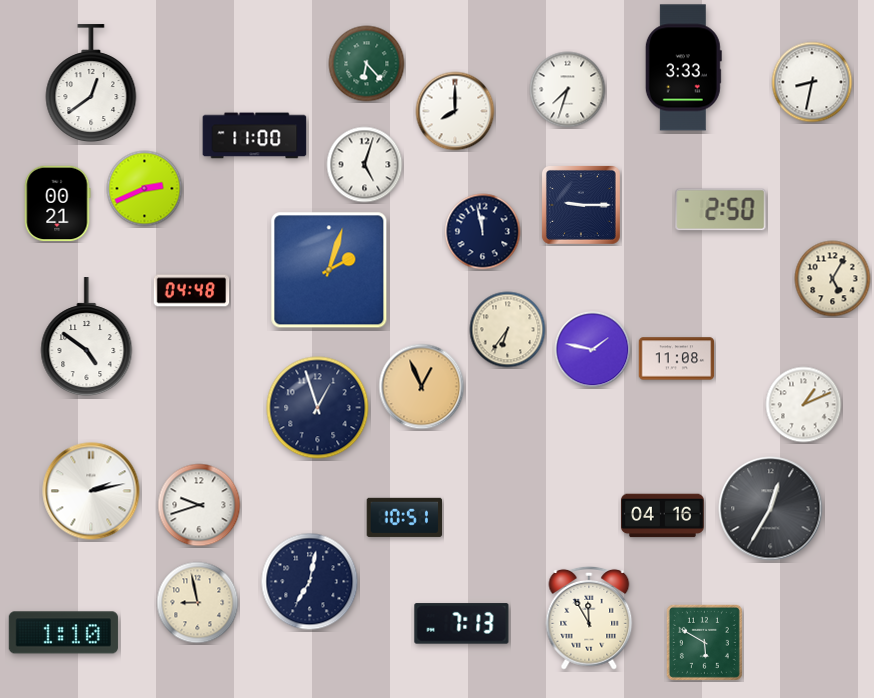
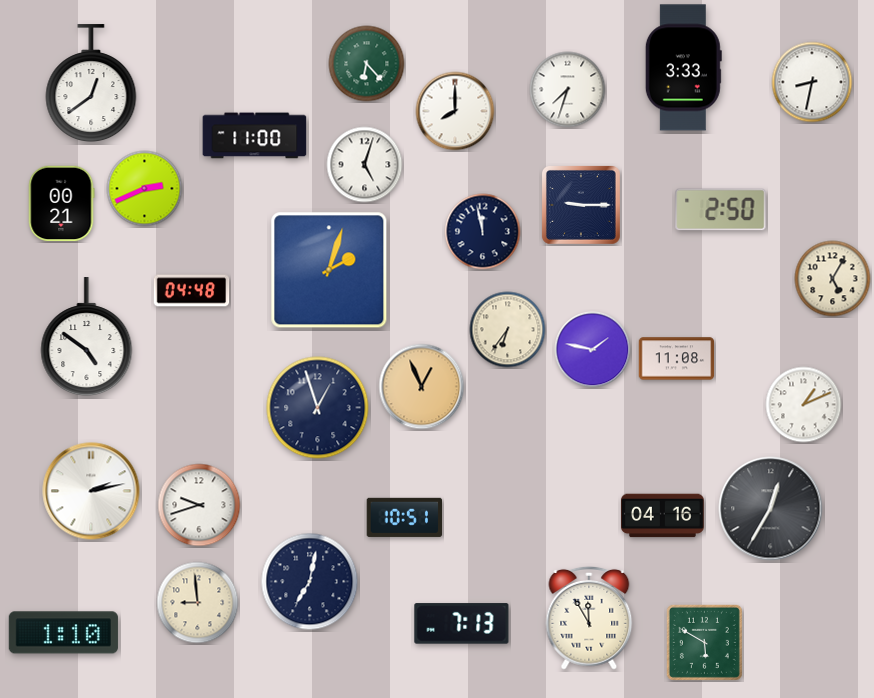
clock at (57, 204) position: (57, 204) -> (61, 204)
clock at (198, 603): 8:58 -> 8:59
